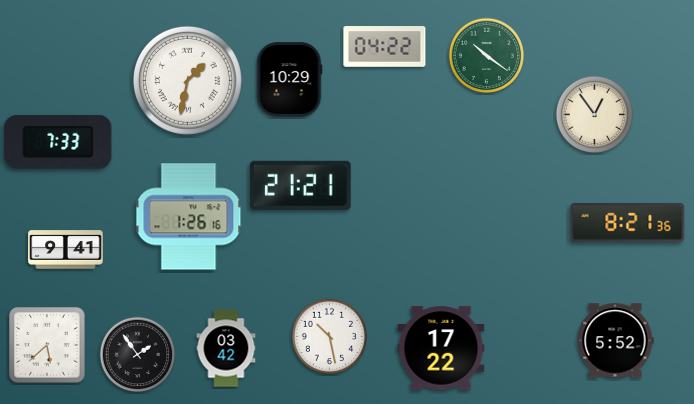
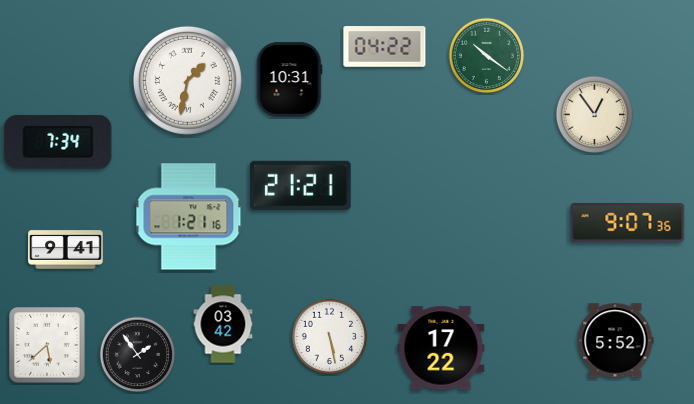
clock at (289, 80): 10:29 -> 10:31
clock at (58, 142): 7:33 -> 7:34
clock at (189, 217): 1:26 -> 1:21
clock at (628, 222): 8:21 -> 9:07
clock at (330, 337): 10:28 -> 5:28
clock at (226, 348) position: (226, 348) -> (223, 324)
